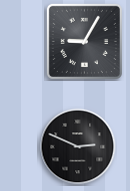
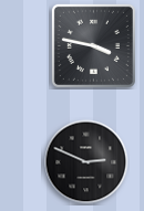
clock at (84, 41): 9:05 -> 3:47
